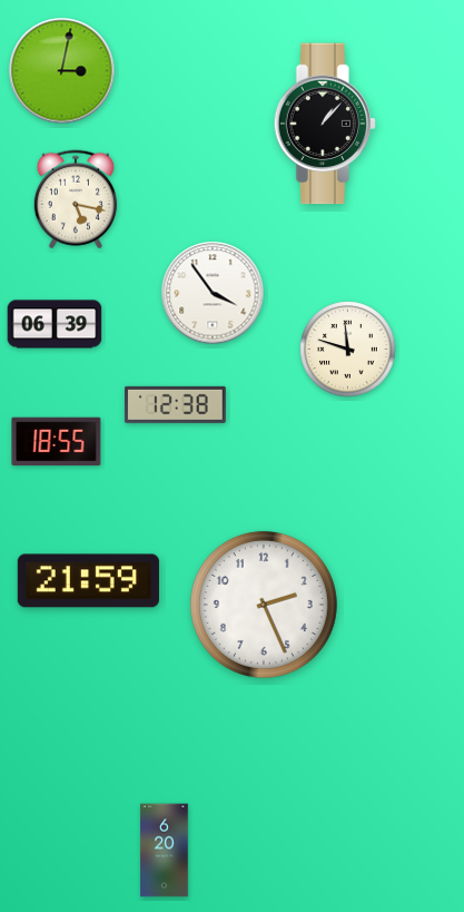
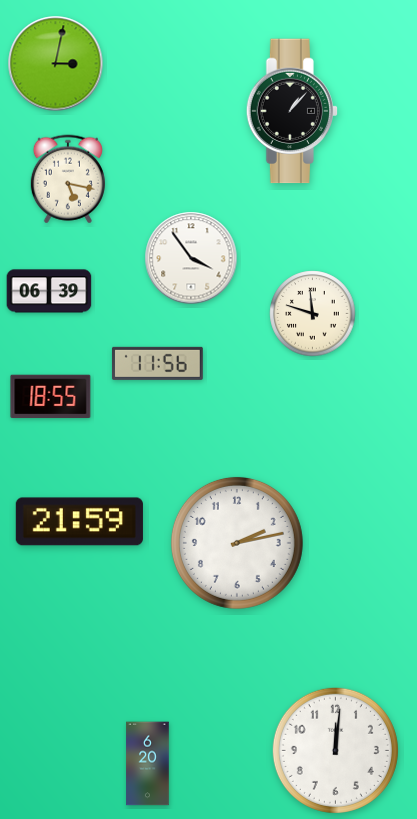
clock at (213, 293) position: (213, 293) -> (191, 258)
clock at (175, 404): 12:38 -> 11:56
clock at (264, 605): 2:26 -> 2:13
clock at (335, 750): none -> 12:01
